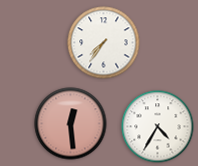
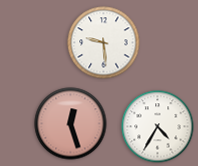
clock at (104, 43): 7:36 -> 9:29
clock at (71, 124): 12:29 -> 12:27
